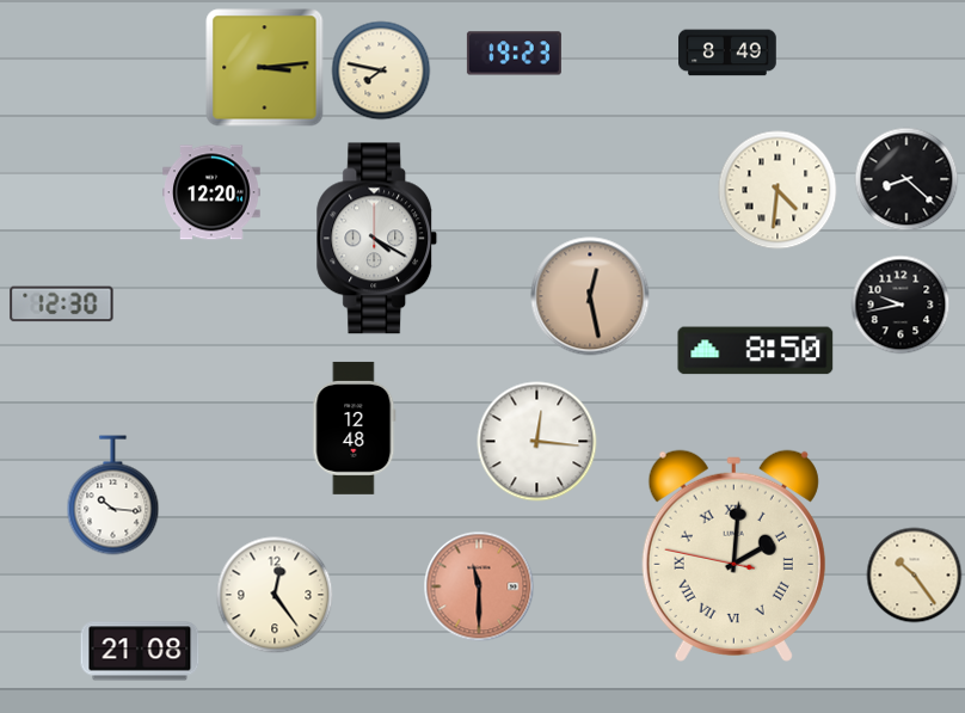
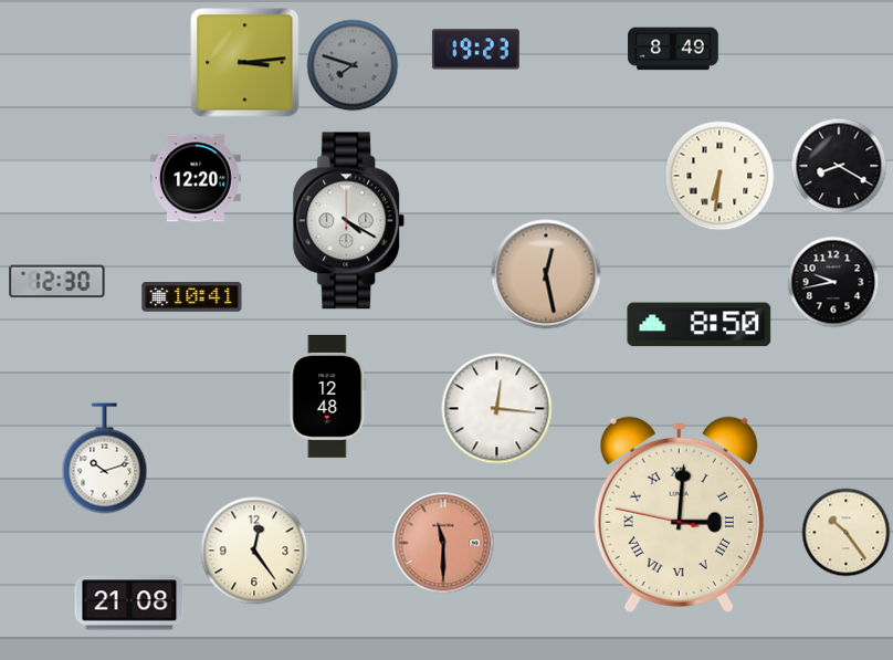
clock at (381, 70): 7:47 -> 7:48
clock at (381, 70) dial: cream -> grey
clock at (906, 179): 8:22 -> 8:20
clock at (777, 190): 4:31 -> 6:31
clock at (192, 297): none -> 10:41
clock at (113, 496): 10:16 -> 10:12
clock at (733, 555): 2:00 -> 3:00
